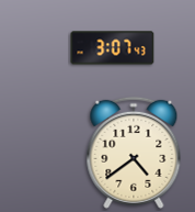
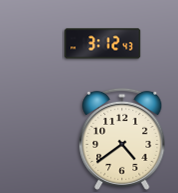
clock at (113, 48): 3:07 -> 3:12
